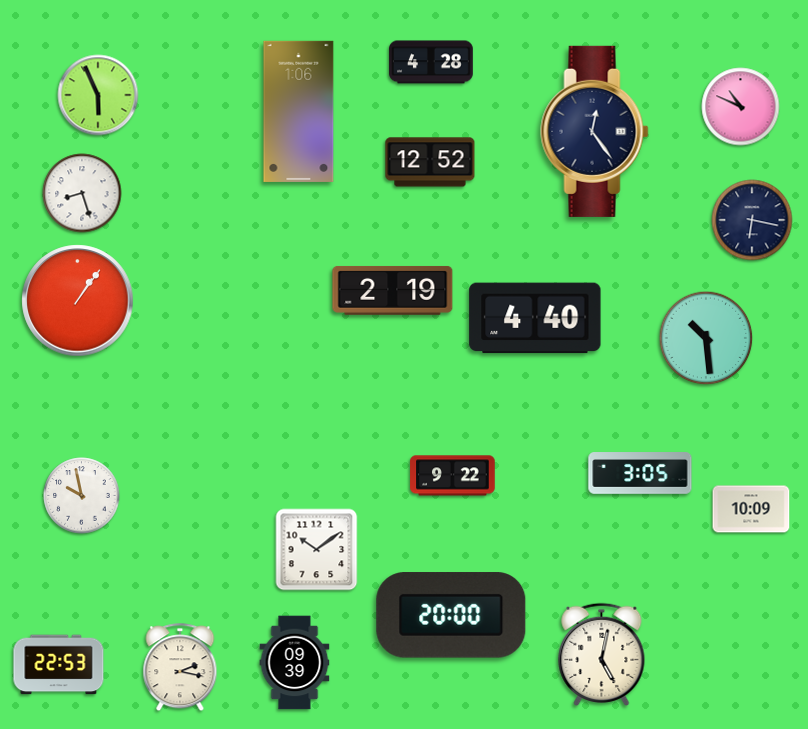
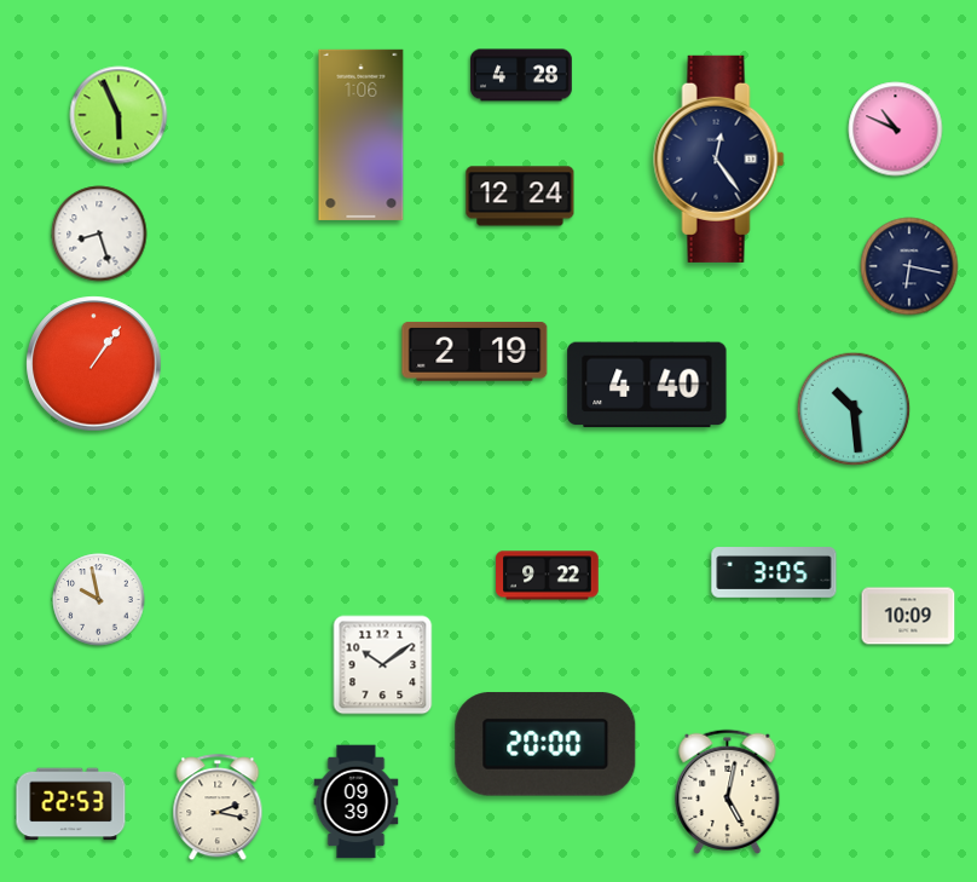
clock at (430, 162): 12:52 -> 12:24
